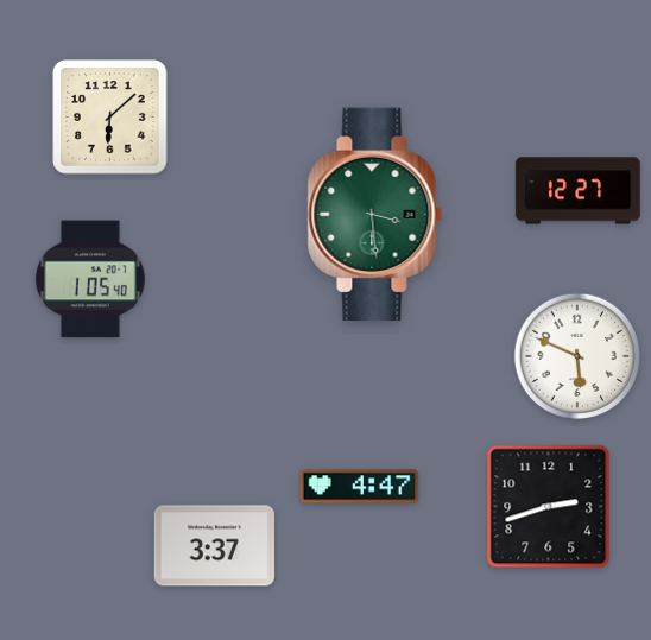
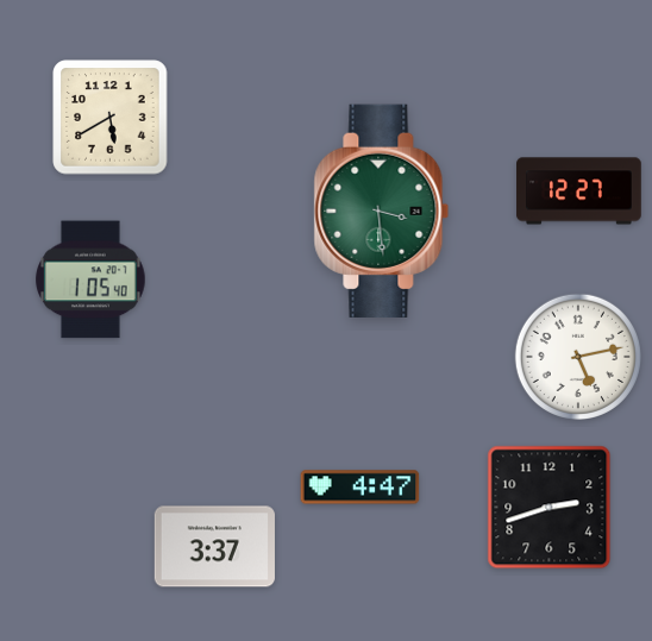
clock at (110, 118): 6:08 -> 5:40
clock at (375, 214) position: (375, 214) -> (382, 210)
clock at (576, 355): 5:49 -> 5:13
